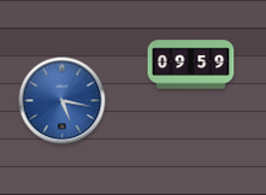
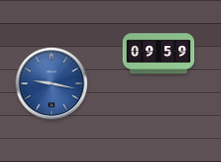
clock at (63, 101): 5:17 -> 9:17
